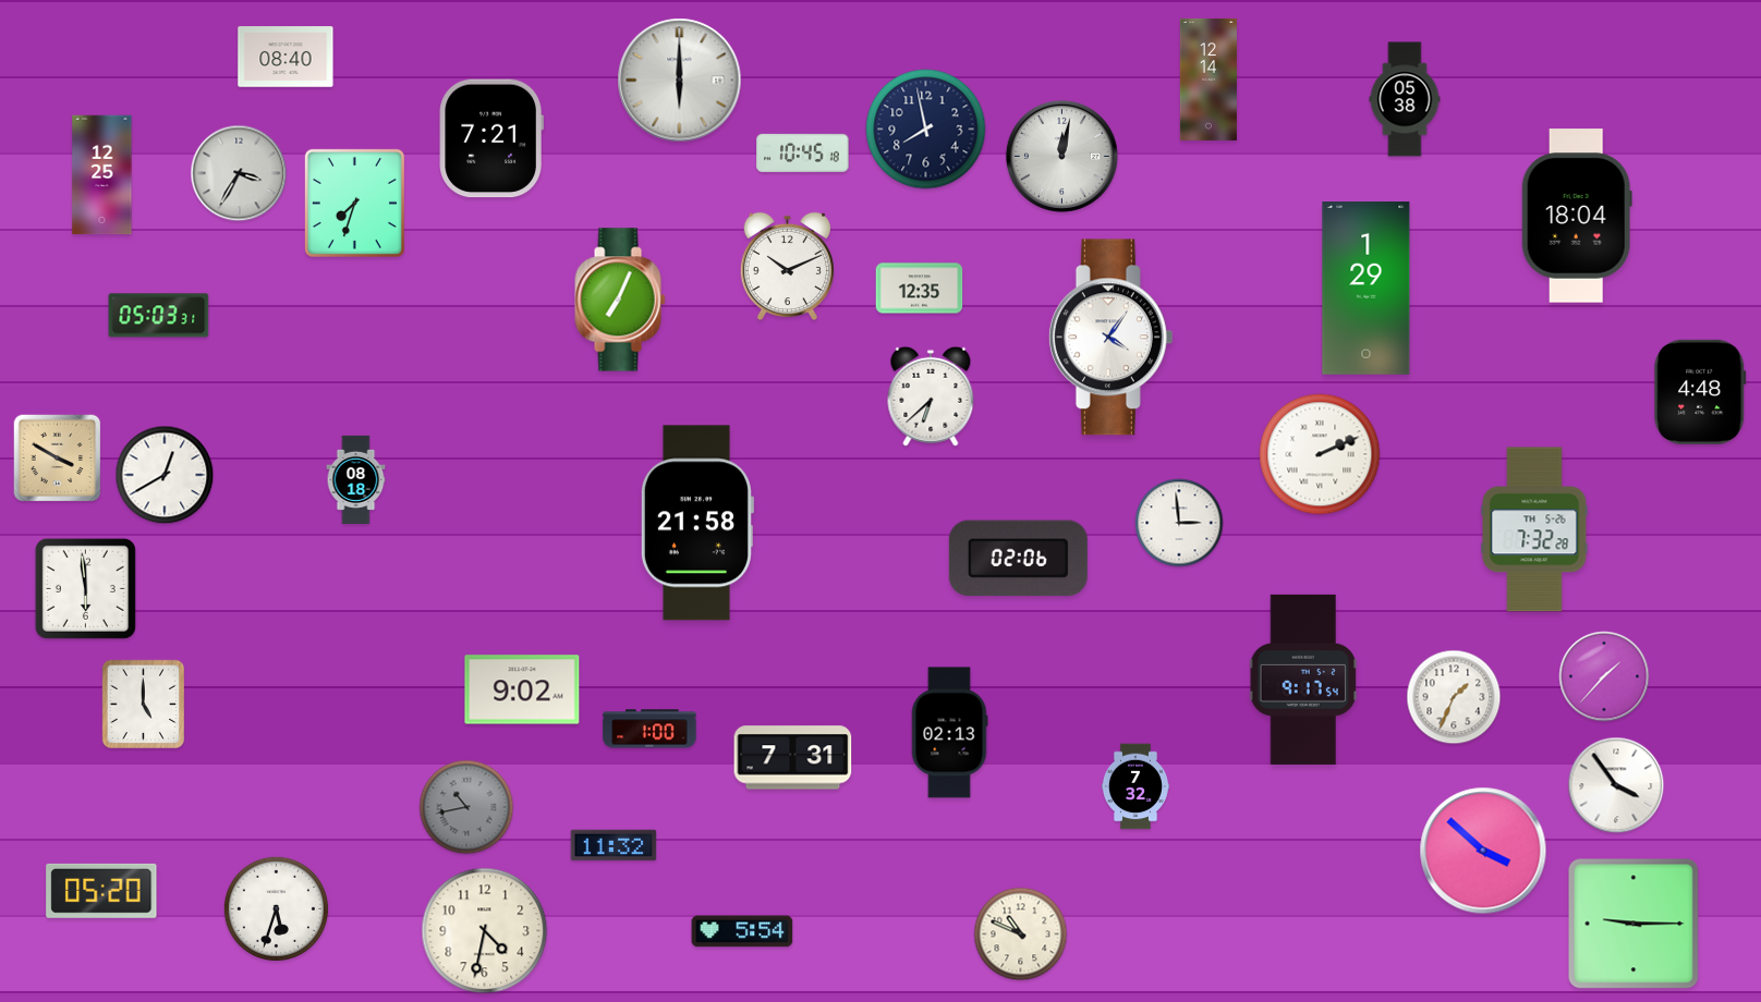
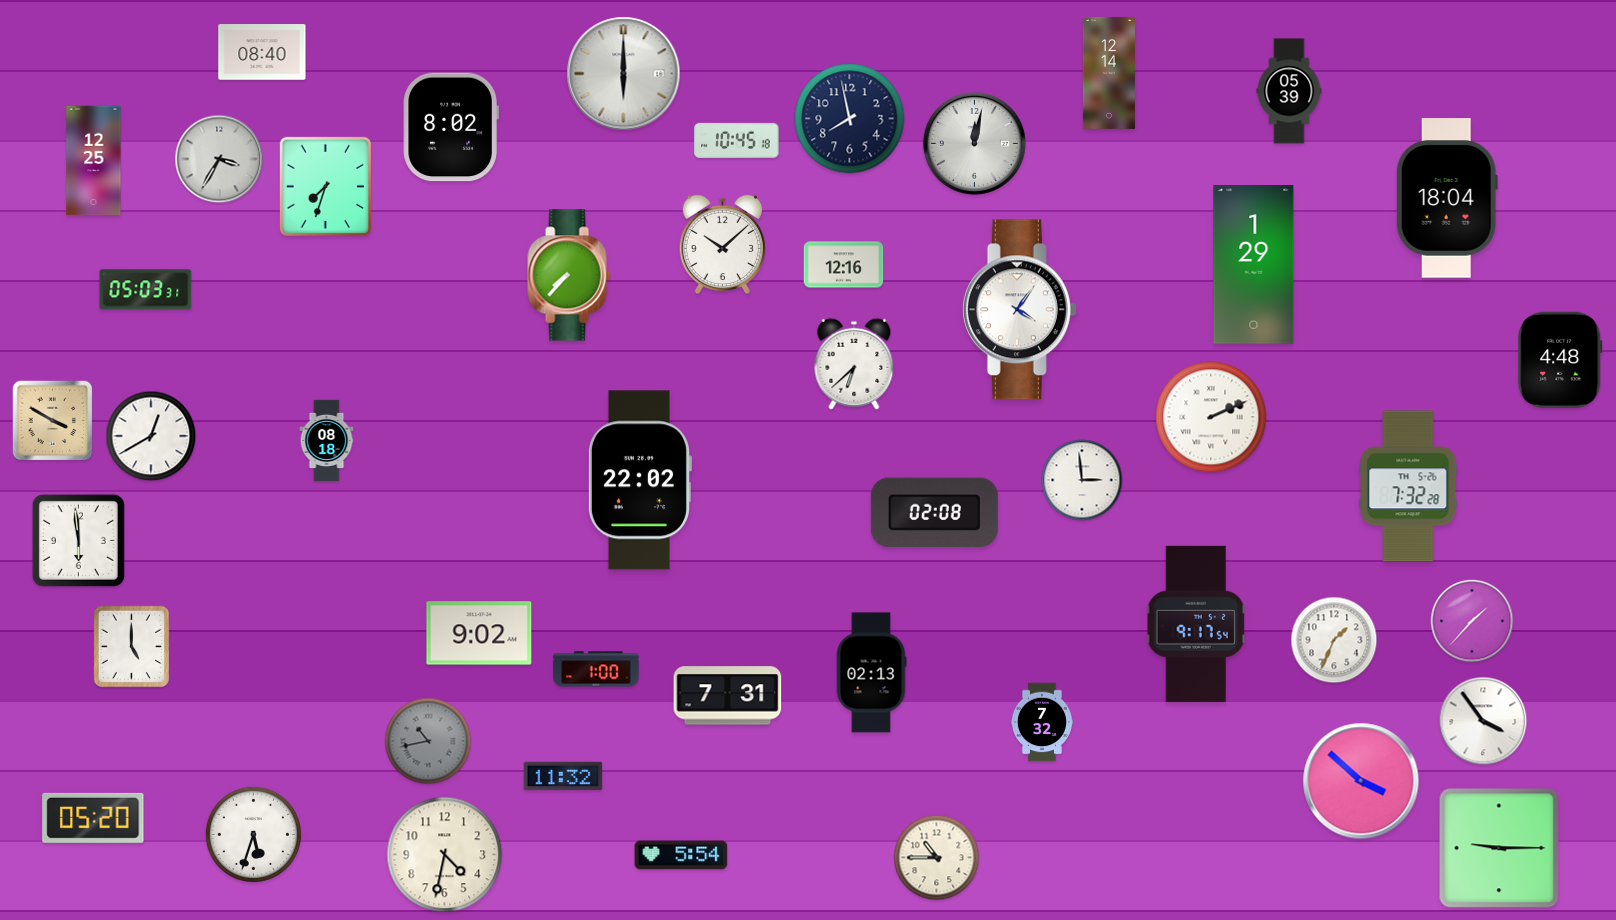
clock at (1405, 99): 05:38 -> 05:39
clock at (491, 138): 7:21 -> 8:02
clock at (787, 267): 10:11 -> 10:08
clock at (920, 289): 12:35 -> 12:16
clock at (620, 300): 7:04 -> 7:37
clock at (696, 523): 21:58 -> 22:02
clock at (1018, 559): 02:06 -> 02:08
clock at (1021, 934): 10:49 -> 10:45
